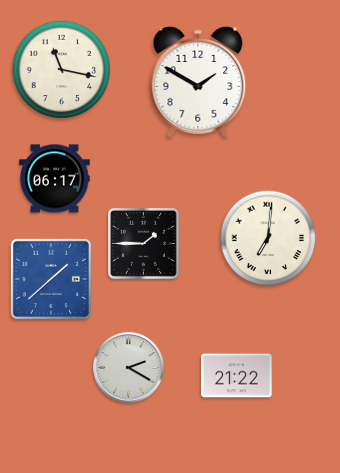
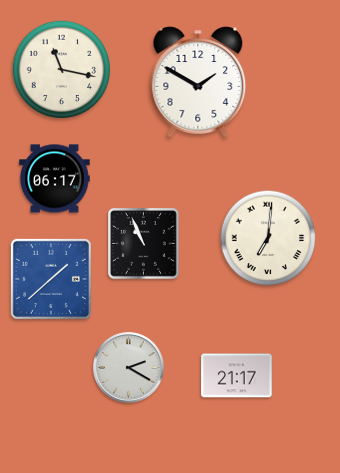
clock at (144, 244): 1:45 -> 10:56
clock at (237, 376): 21:22 -> 21:17
